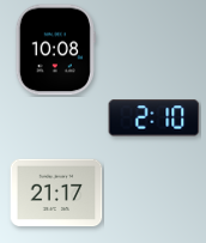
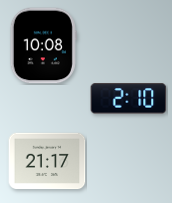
clock at (55, 50) position: (55, 50) -> (43, 46)
